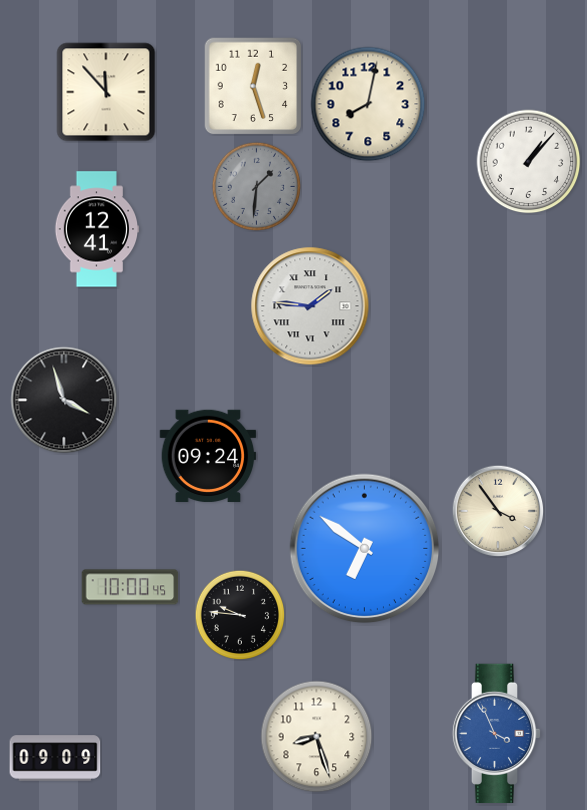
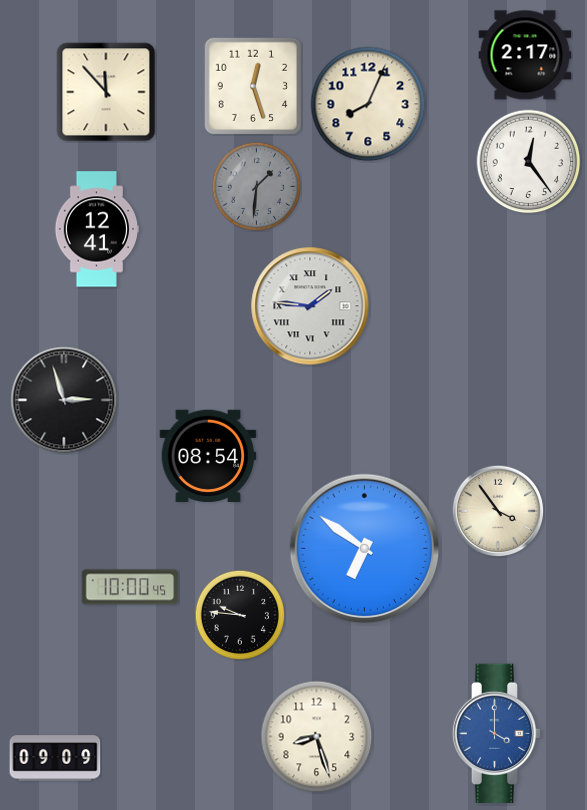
clock at (525, 55): none -> 2:17
clock at (368, 104): 8:02 -> 8:04
clock at (529, 162): 1:07 -> 12:24
clock at (64, 400): 3:57 -> 2:57
clock at (208, 456): 09:24 -> 08:54
clock at (497, 733): 3:56 -> 4:00
